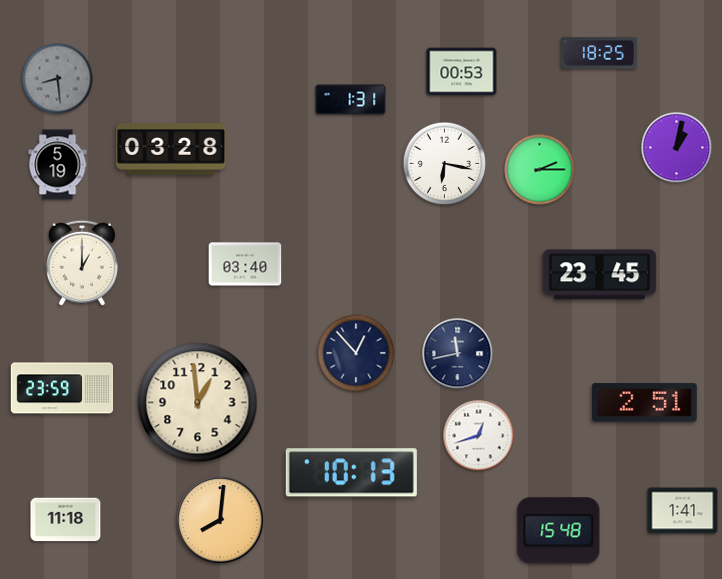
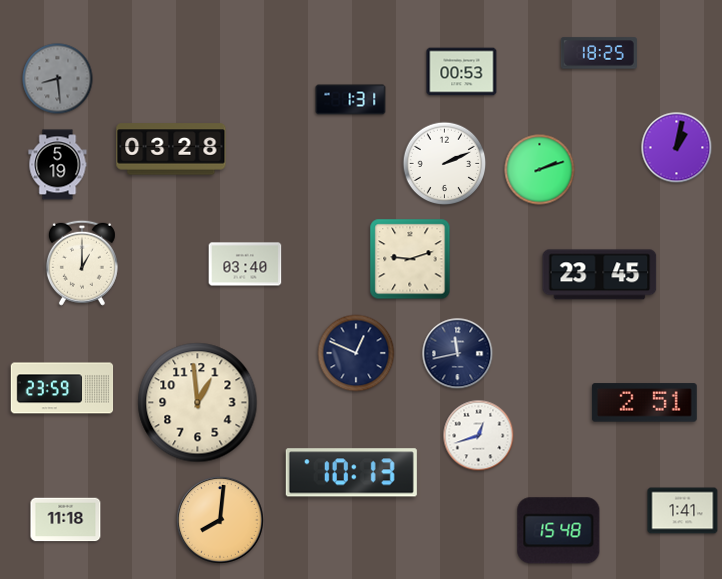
clock at (445, 164): 6:17 -> 2:11
clock at (540, 170): 2:15 -> 2:12
clock at (410, 259): none -> 9:12
clock at (356, 353): 12:53 -> 12:49
